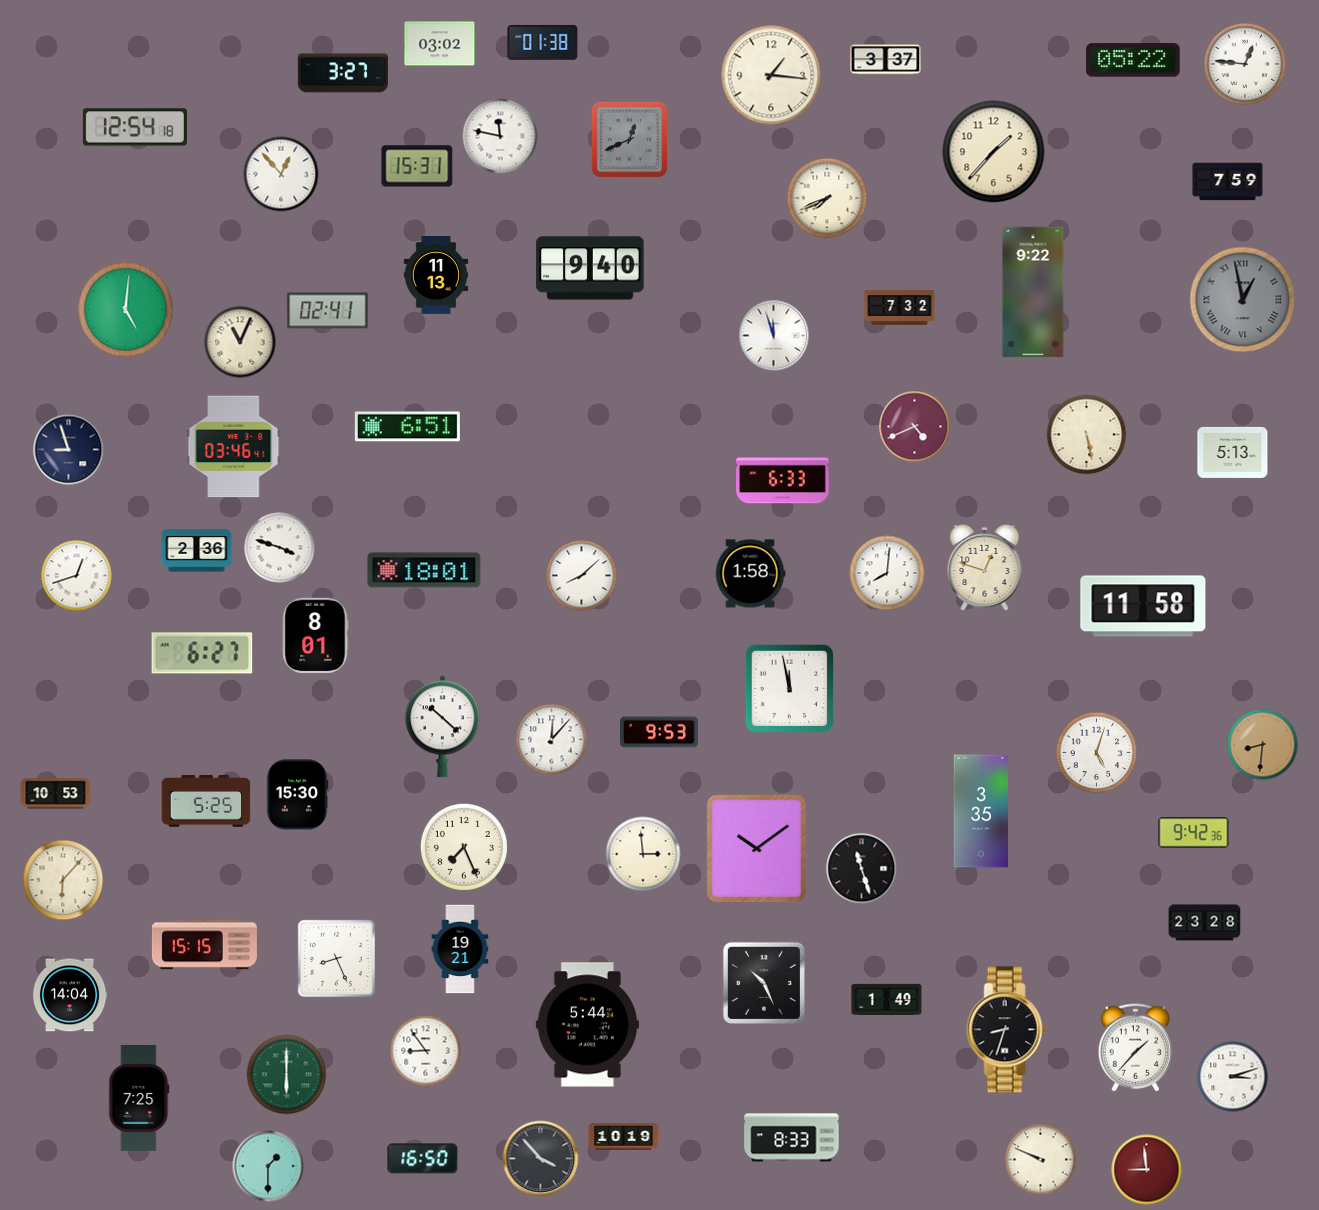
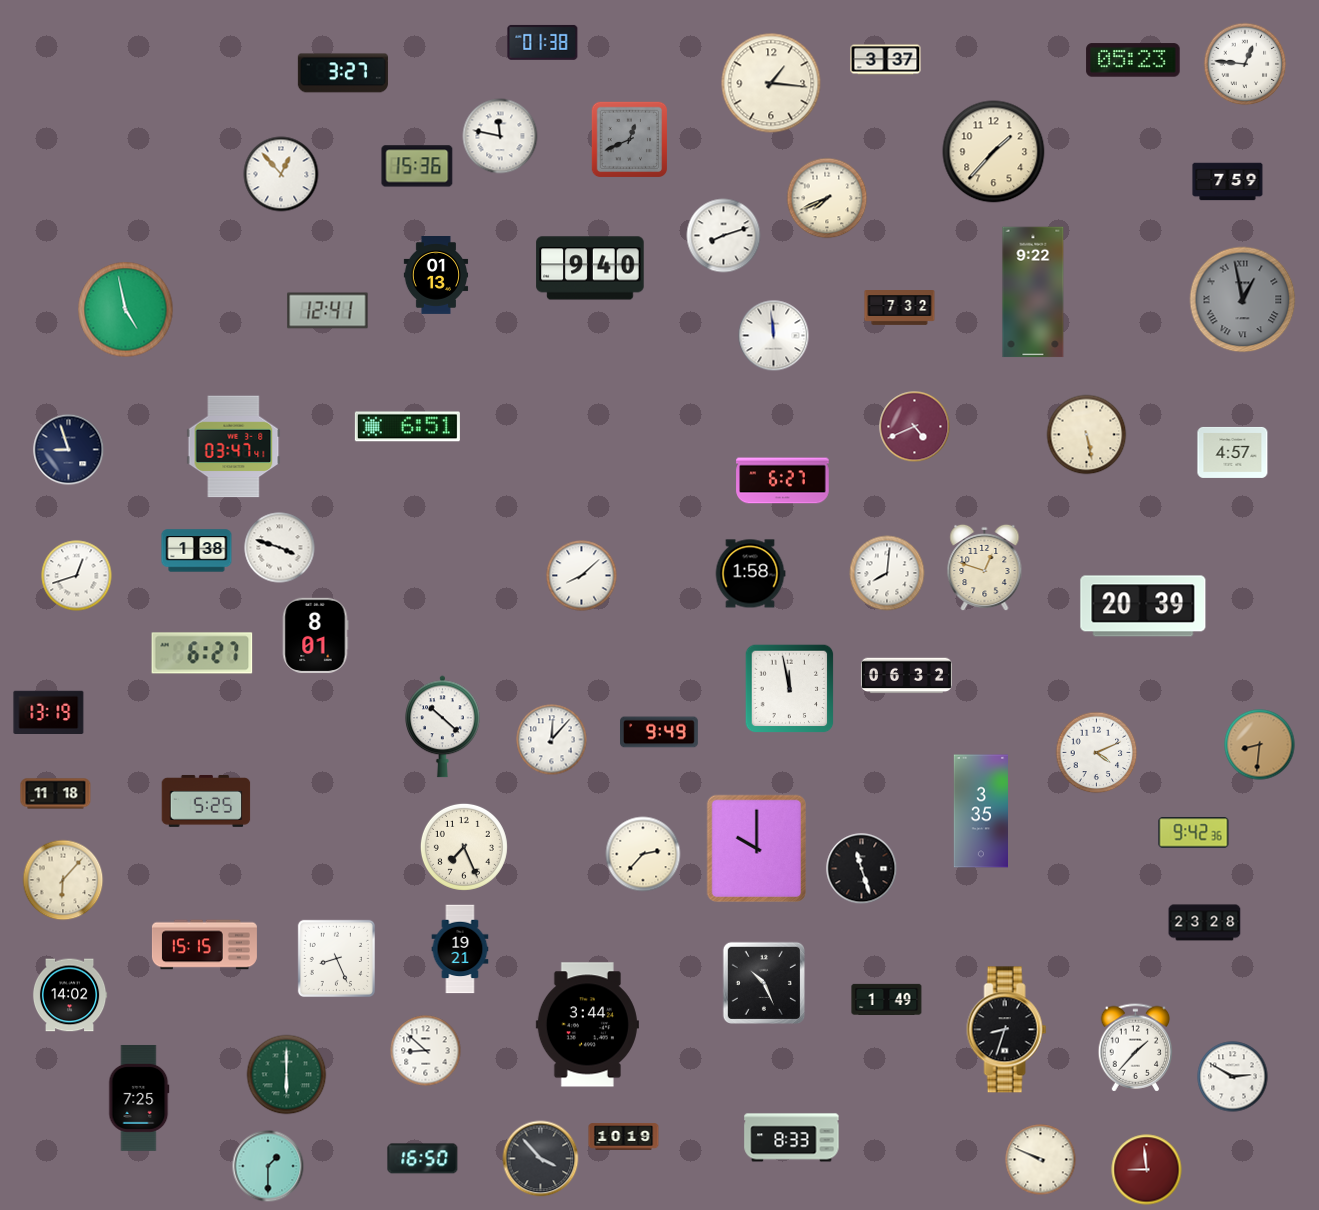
clock at (440, 44): 03:02 -> none
clock at (1133, 60): 05:22 -> 05:23
clock at (771, 75) position: (771, 75) -> (771, 83)
clock at (135, 127): 12:54 -> none
clock at (417, 166): 15:31 -> 15:36
clock at (724, 236): none -> 8:12
clock at (436, 276): 11:13 -> 01:13
clock at (126, 310): 5:01 -> 4:58
clock at (328, 311): 02:41 -> 12:41
clock at (774, 336): 11:57 -> 11:59
clock at (240, 342): 11:04 -> none
clock at (234, 447): 03:46 -> 03:47
clock at (1233, 452): 5:13 -> 4:57
clock at (783, 481): 6:33 -> 6:27
clock at (197, 551): 2:36 -> 1:38
clock at (424, 570): 18:01 -> none
clock at (1143, 606): 11:58 -> 20:39
clock at (906, 676): none -> 06:32
clock at (49, 712): none -> 13:19
clock at (660, 732): 9:53 -> 9:49
clock at (1263, 745) position: (1263, 745) -> (1260, 745)
clock at (1097, 753): 5:03 -> 4:11
clock at (56, 794): 10:53 -> 11:18
clock at (297, 795): 15:30 -> none
clock at (756, 849): 10:09 -> 10:00
clock at (643, 854): 2:59 -> 2:37
clock at (70, 995): 14:04 -> 14:02
clock at (587, 1025): 5:44 -> 3:44
clock at (426, 1051): 8:54 -> 8:52
clock at (1233, 1077): 3:12 -> 2:50
